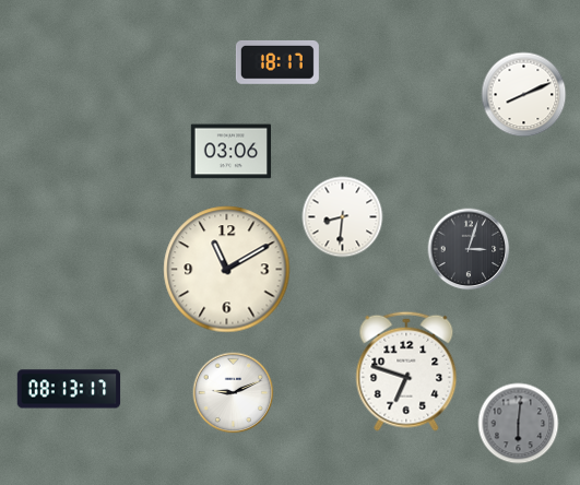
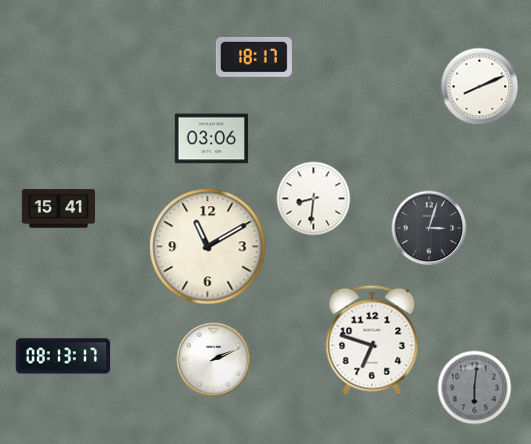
clock at (59, 209): none -> 15:41
clock at (234, 393): 9:11 -> 2:11
